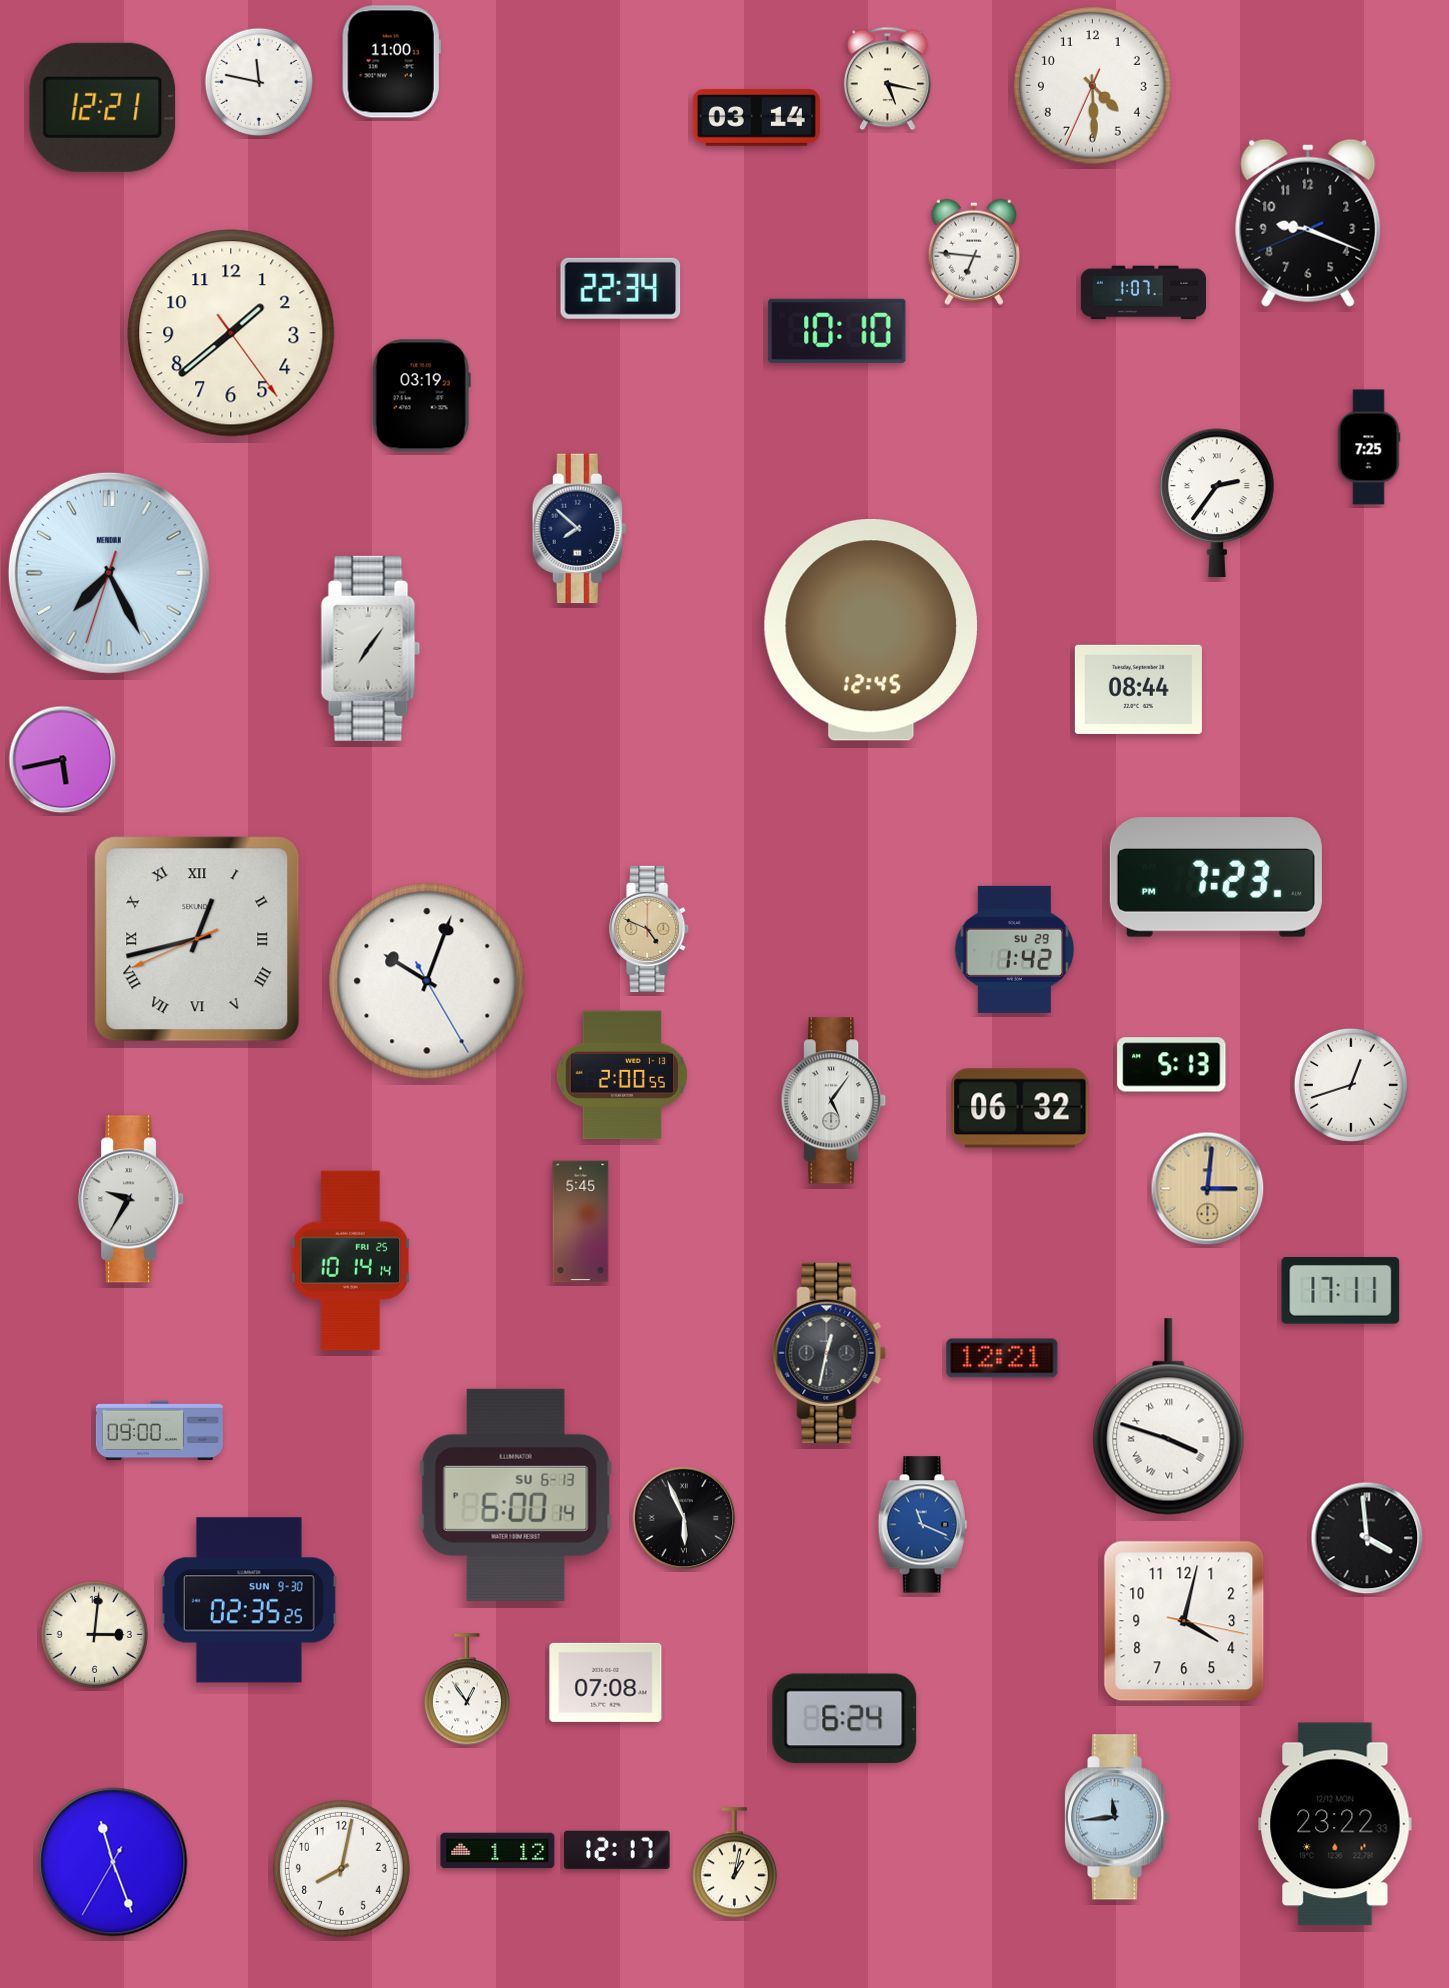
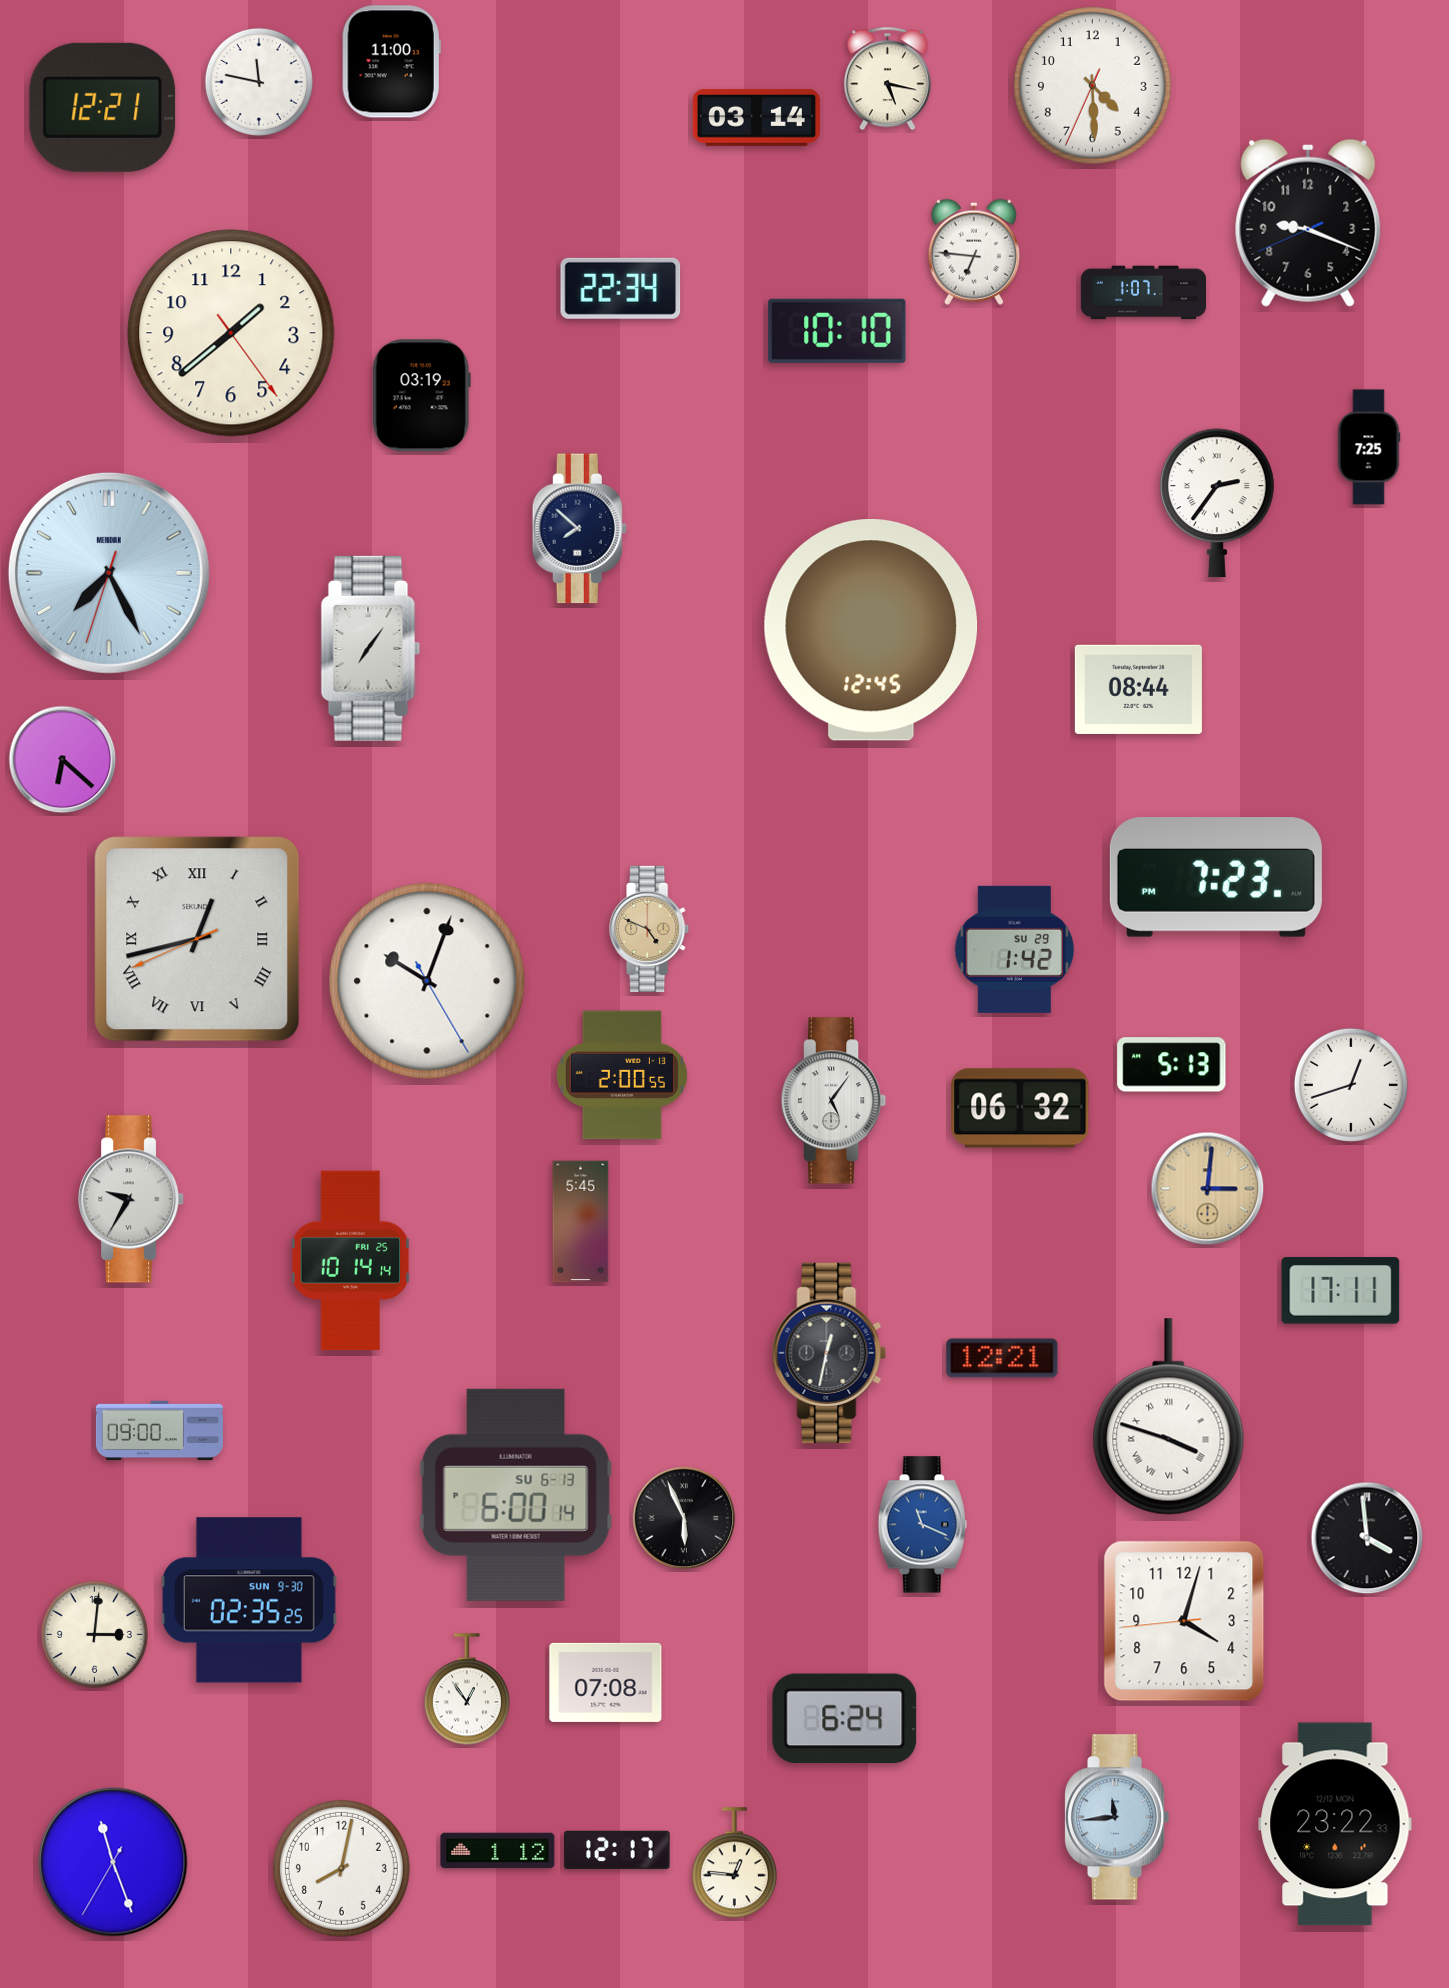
clock at (63, 760): 5:43 -> 6:22
clock at (1184, 1621): 4:02:17 -> 4:02:44
clock at (734, 1863): 1:02 -> 12:46
